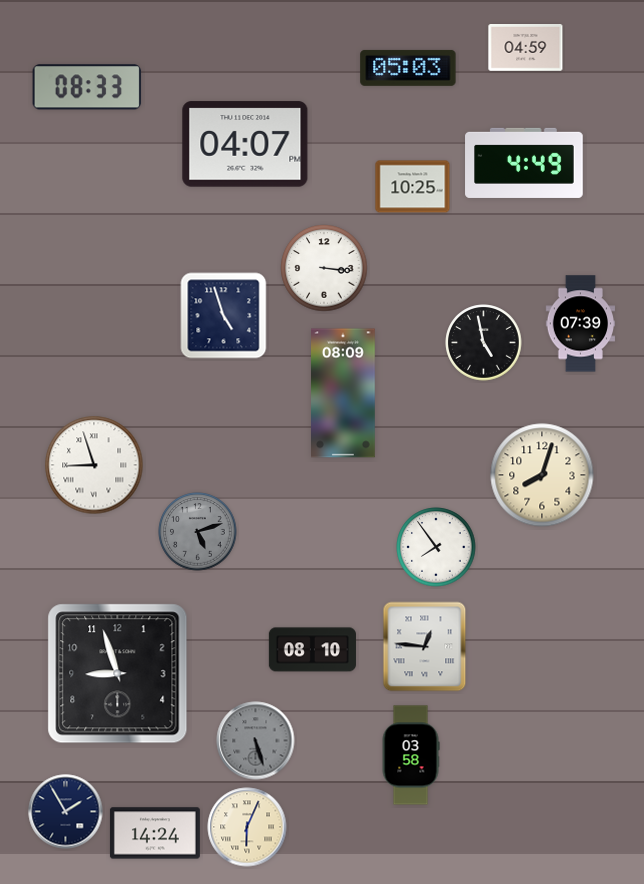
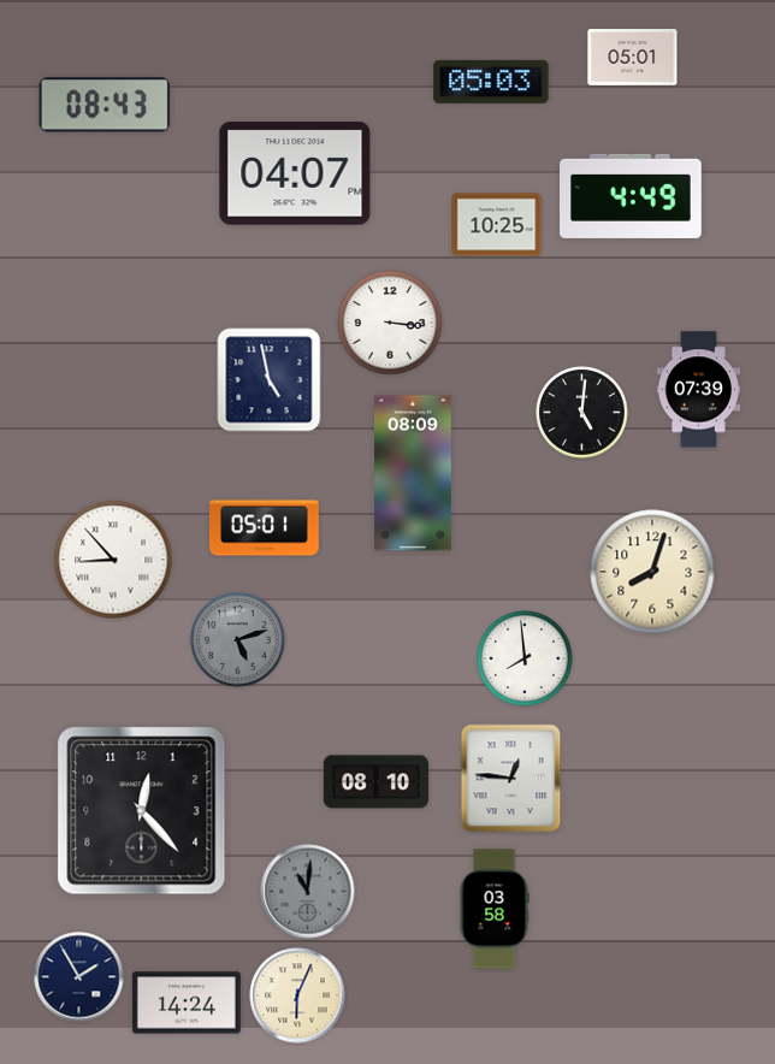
clock at (526, 48): 04:59 -> 05:01
clock at (87, 87): 08:33 -> 08:43
clock at (224, 316): 4:57 -> 4:58
clock at (484, 343): 4:58 -> 5:01
clock at (265, 528): none -> 05:01
clock at (94, 465): 8:57 -> 8:53
clock at (436, 547): 7:54 -> 7:59
clock at (118, 674): 8:57 -> 12:23
clock at (256, 741): 5:27 -> 11:01
